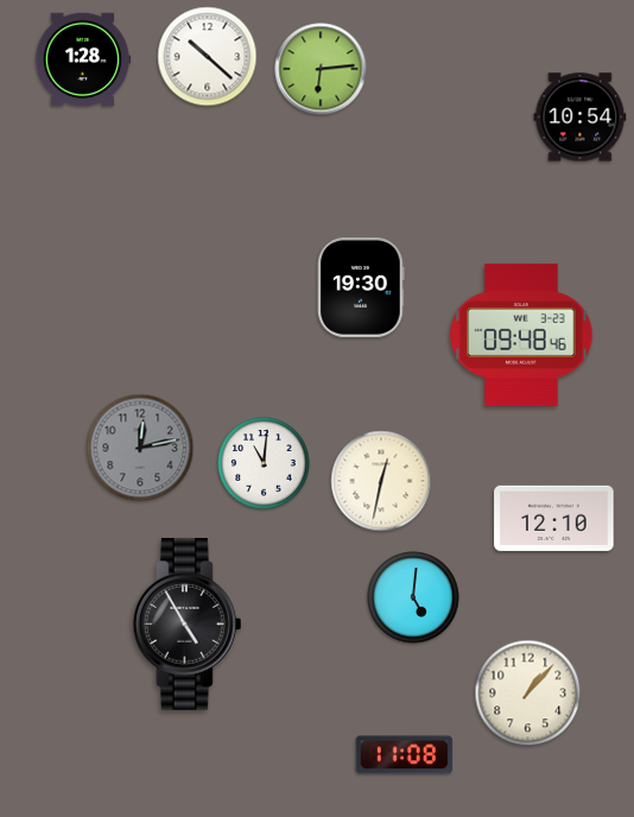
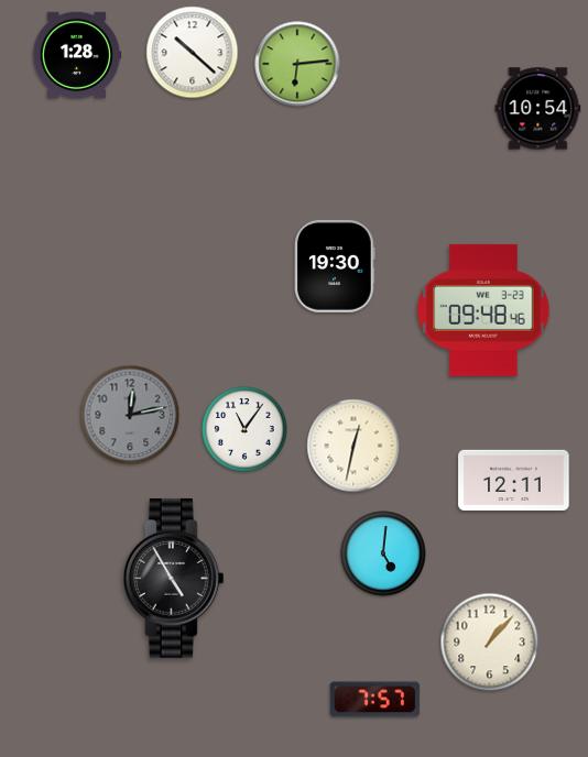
clock at (264, 463): 11:01 -> 11:06
clock at (554, 518): 12:10 -> 12:11
clock at (404, 755): 11:08 -> 7:57
